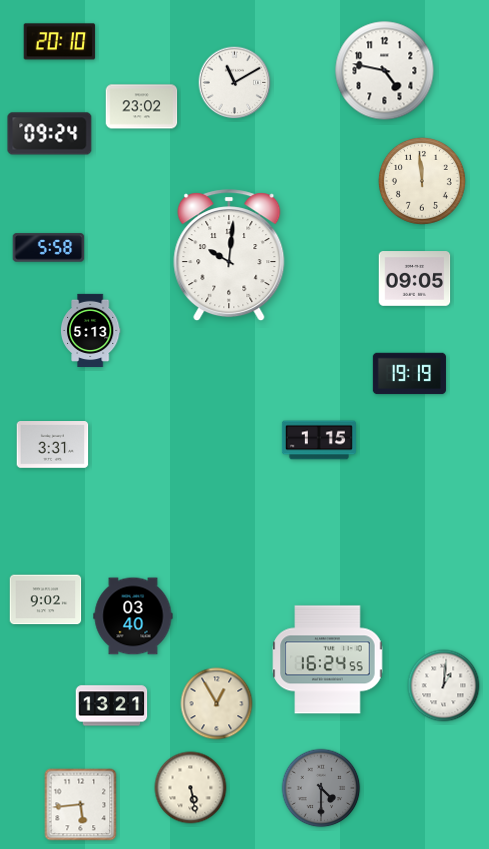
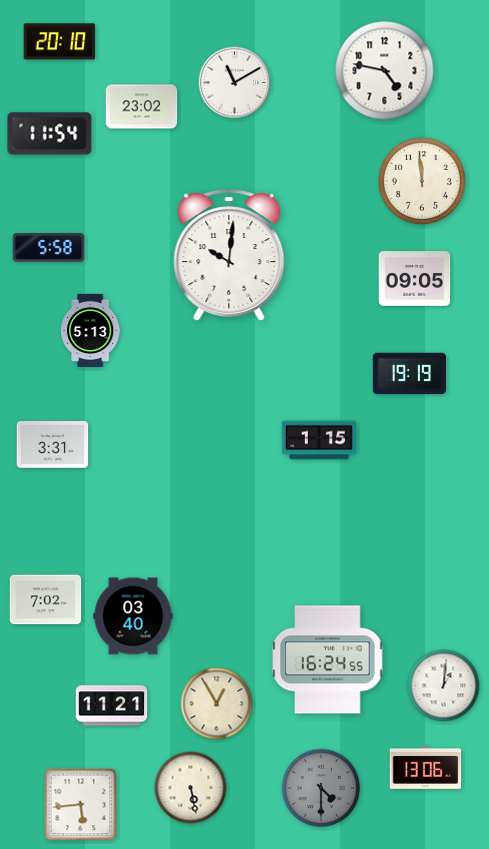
clock at (50, 134): 09:24 -> 11:54
clock at (46, 600): 9:02 -> 7:02
clock at (112, 706): 13:21 -> 11:21
clock at (426, 768): none -> 13:06
